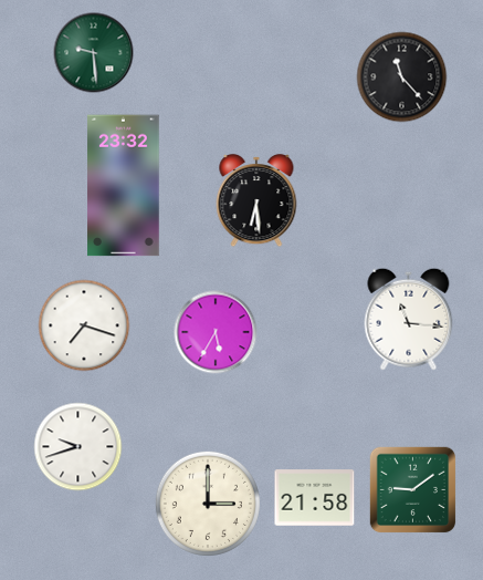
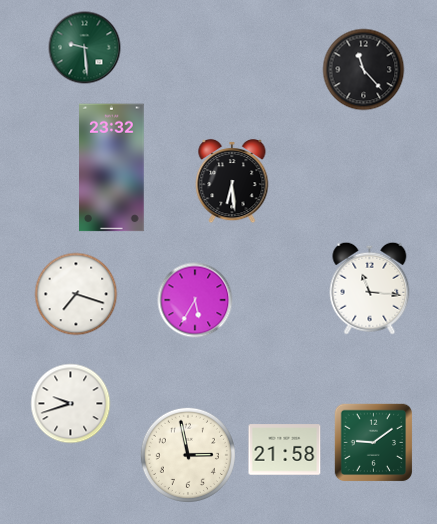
clock at (208, 504): 3:00 -> 2:58
